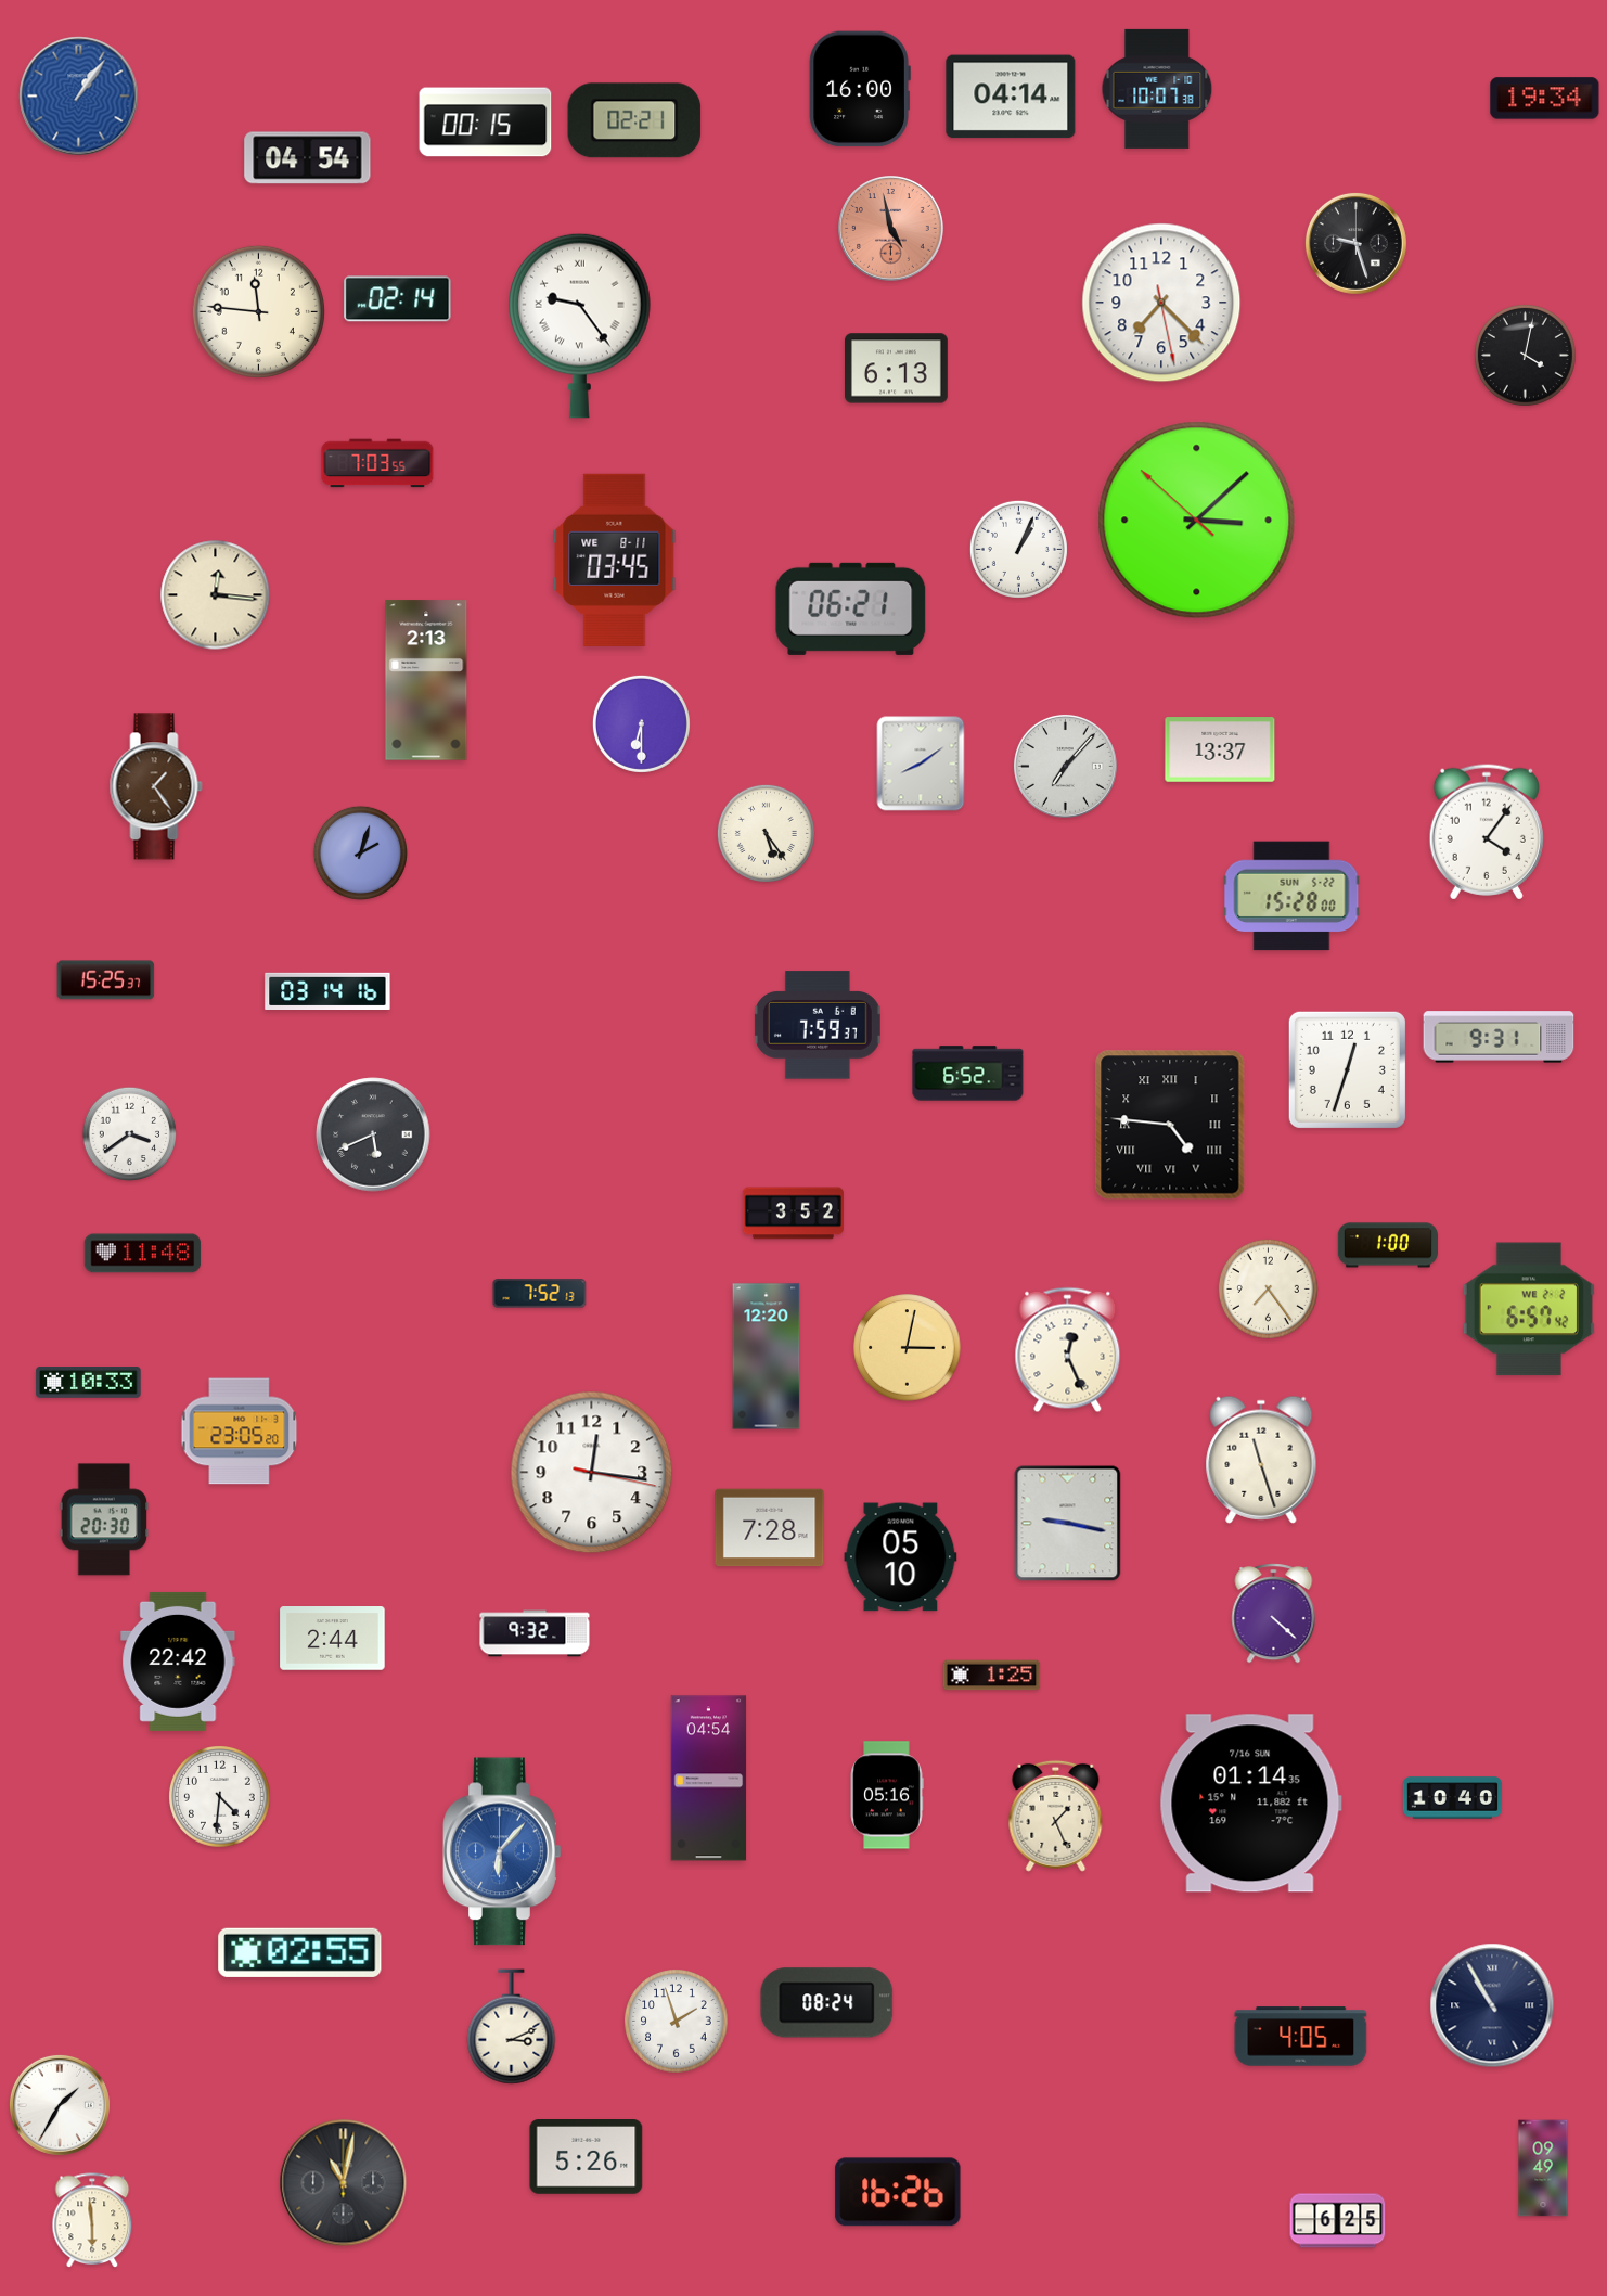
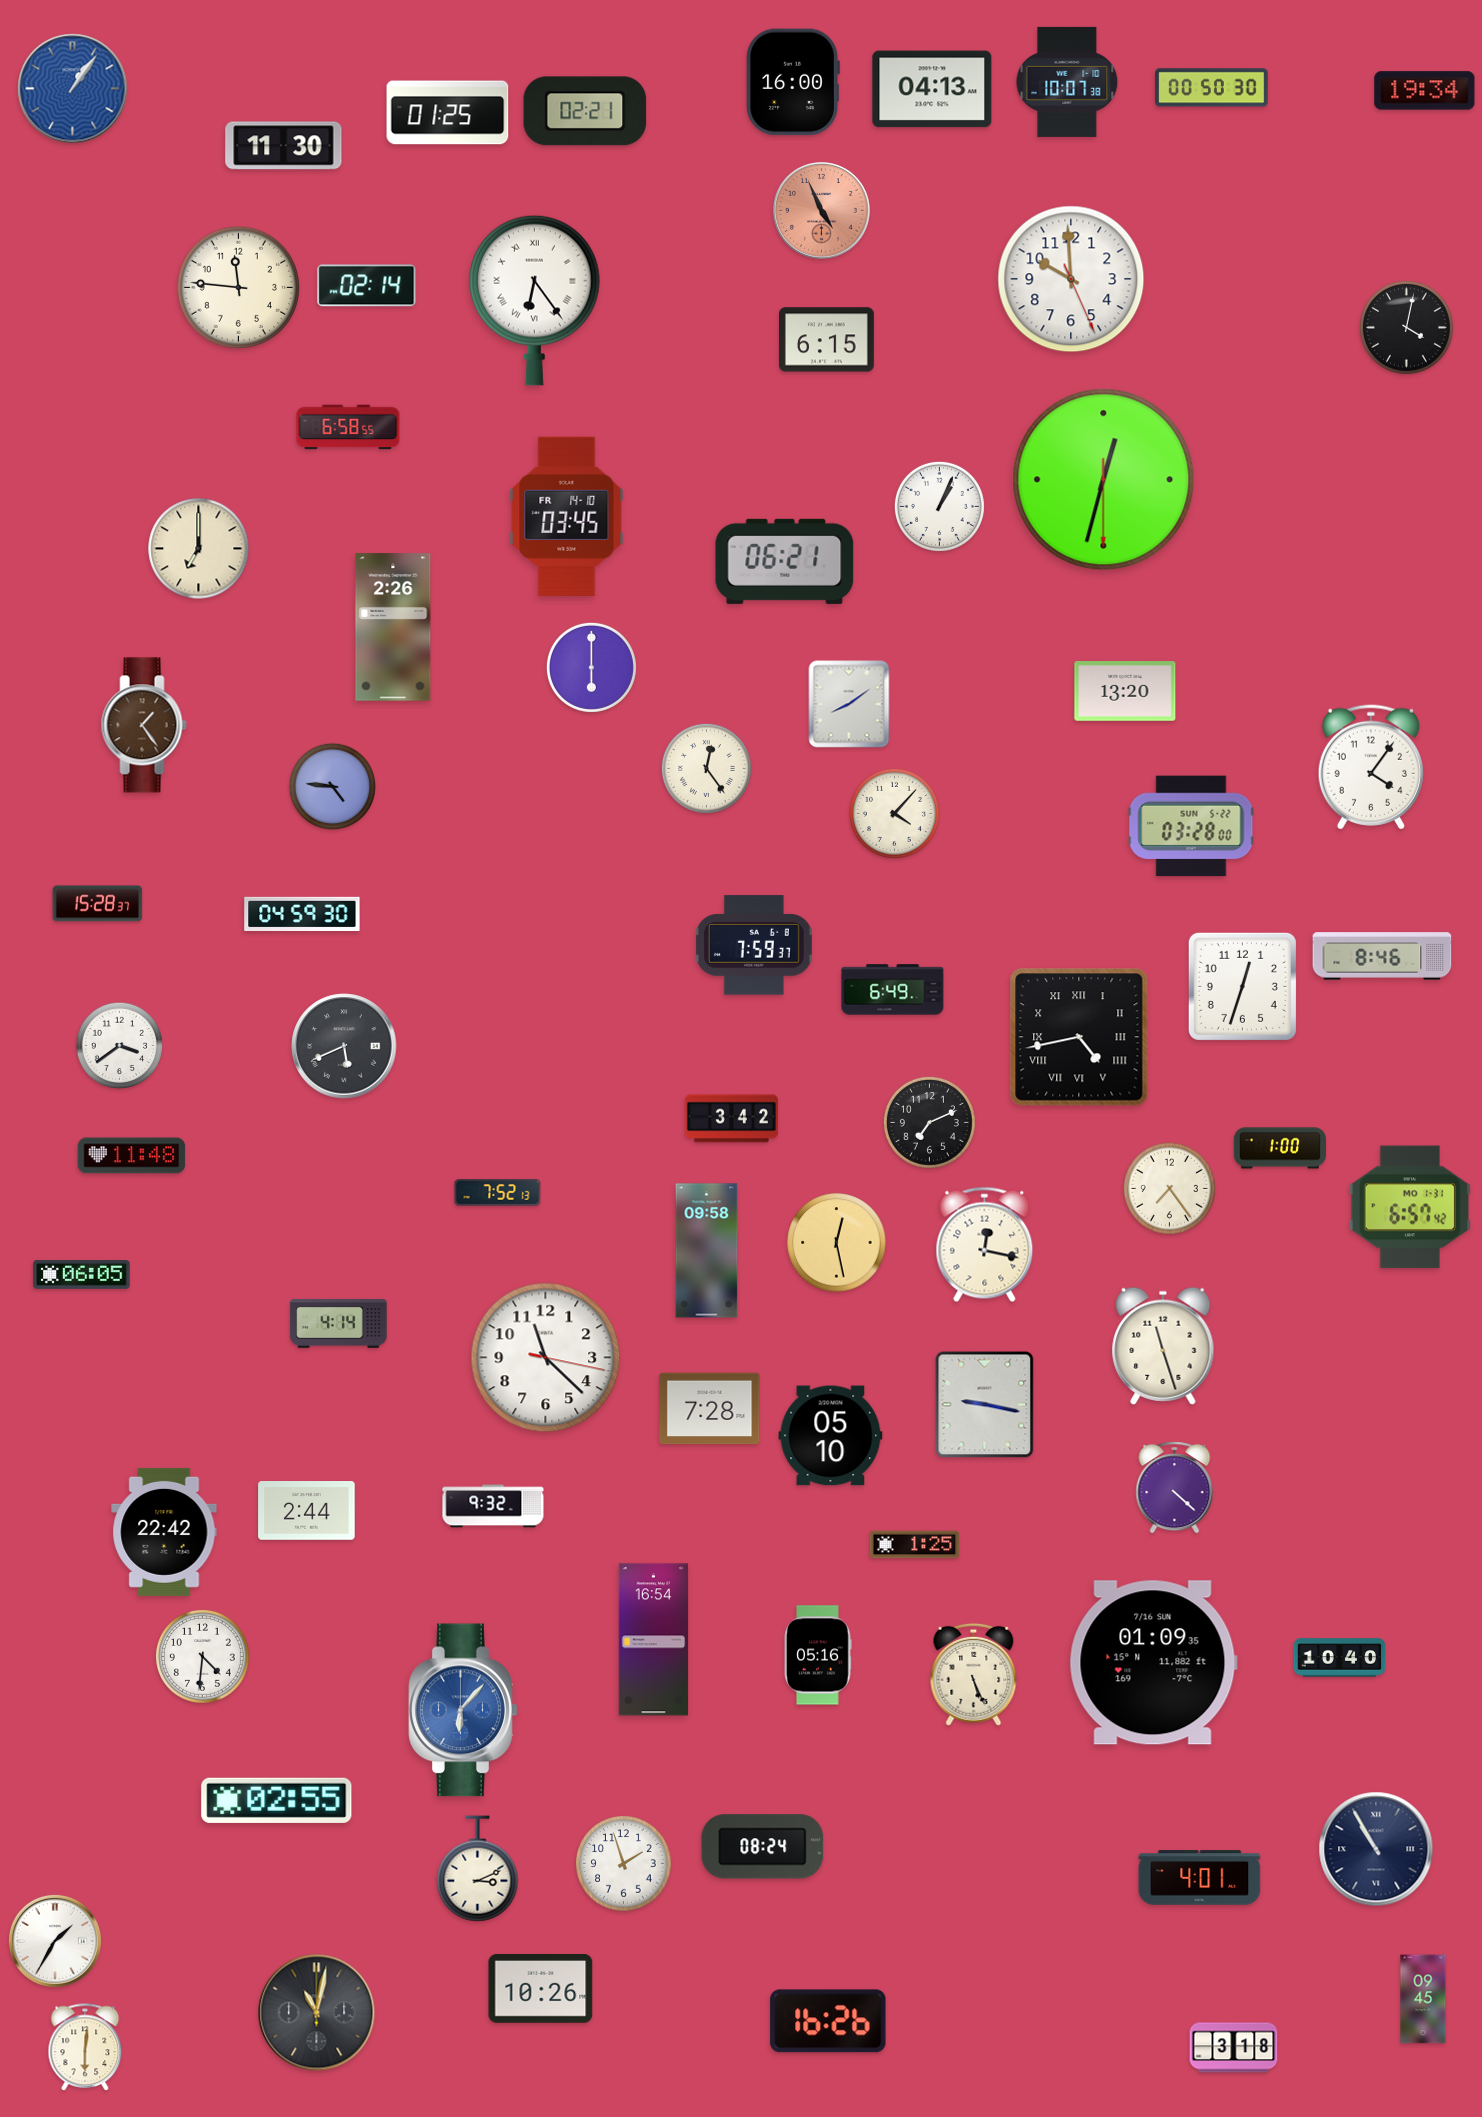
clock at (1212, 88): none -> 00:50
clock at (1011, 97): 04:14 -> 04:13
clock at (486, 123): 00:15 -> 01:25
clock at (308, 158): 04:54 -> 11:30
clock at (891, 229): 4:58 -> 4:56
clock at (1355, 243): 9:27 -> none
clock at (398, 299) position: (398, 299) -> (367, 286)
clock at (1161, 303): 7:22 -> 9:59
clock at (580, 325): 9:24 -> 6:24
clock at (897, 369): 6:13 -> 6:15
clock at (377, 463): 7:03 -> 6:58
clock at (1197, 521): 3:07 -> 12:32
clock at (615, 560) date: WE 8-11 -> FR 14-10
clock at (216, 595): 12:16 -> 7:00
clock at (426, 680): 2:13 -> 2:26
clock at (641, 723): 6:30 -> 6:00
clock at (1220, 751): 13:37 -> 13:20
clock at (1065, 766): 7:07 -> none
clock at (766, 833): 5:24 -> 12:24
clock at (360, 852): 2:03 -> 4:46
clock at (894, 813): none -> 4:07
clock at (1291, 896): 15:28 -> 03:28
clock at (106, 980): 15:25 -> 15:28
clock at (327, 990): 03:14 -> 04:59
clock at (1499, 1037): 9:31 -> 8:46
clock at (968, 1074): 6:52 -> 6:49
clock at (1170, 1125): 4:46 -> 4:43
clock at (793, 1214): 3:52 -> 3:42
clock at (929, 1122): none -> 7:11
clock at (1529, 1309) date: WE 2-2 -> MO 1-31
clock at (908, 1348): 3:02 -> 12:28
clock at (1068, 1350): 12:26 -> 12:17
clock at (767, 1357): 12:20 -> 09:58
clock at (89, 1383): 10:33 -> 06:05
clock at (240, 1432): 23:05 -> none
clock at (339, 1324): none -> 4:14
clock at (592, 1473): 12:16 -> 11:22
clock at (104, 1519): 20:30 -> none
clock at (709, 1779): 04:54 -> 16:54
clock at (1250, 1804): 01:14 -> 01:09
clock at (1056, 1816): 1:26 -> 5:26
clock at (502, 1851) position: (502, 1851) -> (463, 1710)
clock at (512, 2027) position: (512, 2027) -> (478, 1869)
clock at (1301, 2037): 4:05 -> 4:01
clock at (587, 2157): 5:26 -> 10:26
clock at (1543, 2168): 09:49 -> 09:45
clock at (92, 2221): 5:59 -> 6:01
clock at (1338, 2221): 6:25 -> 3:18
